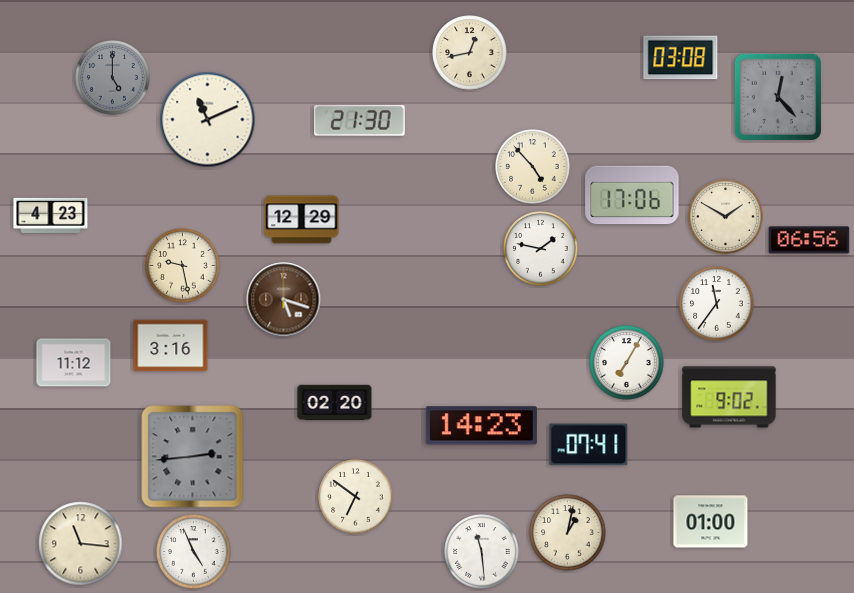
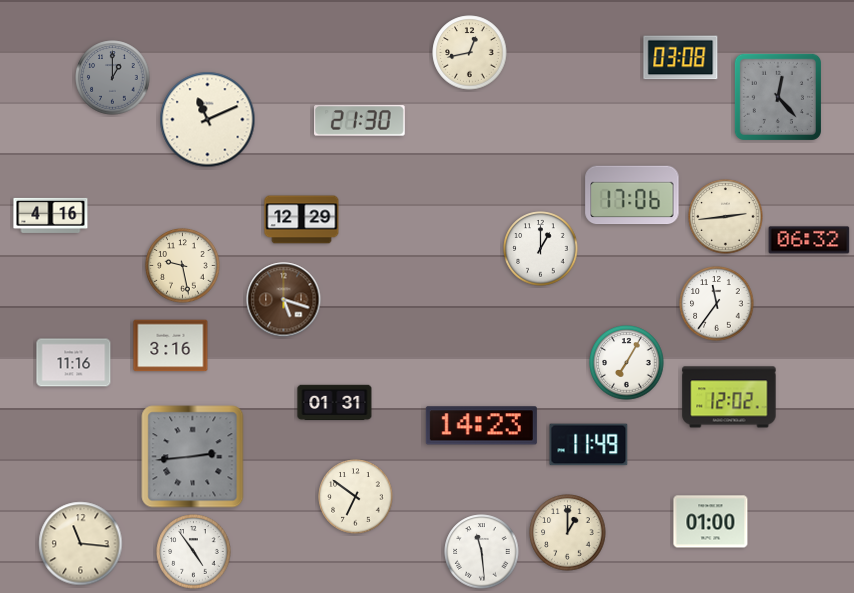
clock at (113, 78): 5:00 -> 1:00
clock at (533, 167): 4:53 -> none
clock at (51, 215): 4:23 -> 4:16
clock at (726, 217): 1:50 -> 2:44
clock at (809, 240): 06:56 -> 06:32
clock at (541, 249): 1:47 -> 1:00
clock at (74, 363): 11:12 -> 11:16
clock at (729, 397): 9:02 -> 12:02
clock at (335, 403): 02:20 -> 01:31
clock at (589, 445): 07:41 -> 11:49
clock at (568, 533): 1:02 -> 1:00
clock at (194, 552): 4:56 -> 4:54
